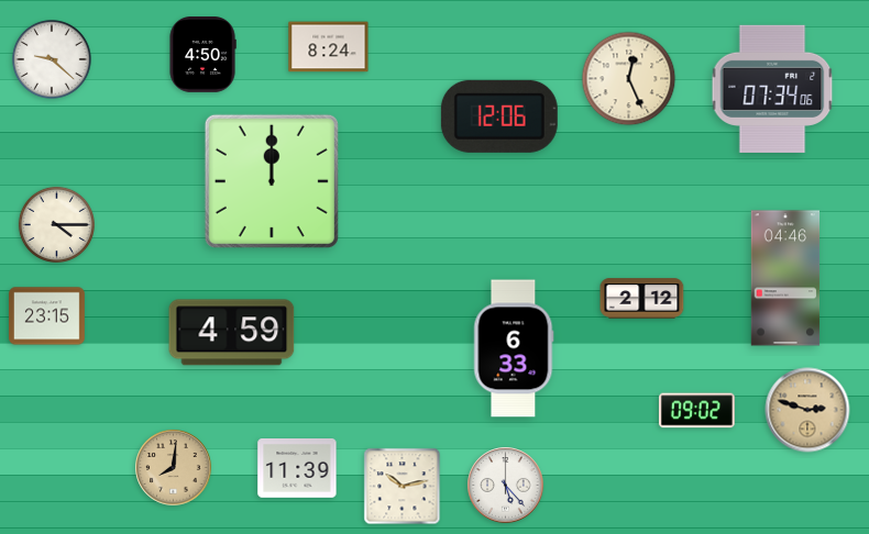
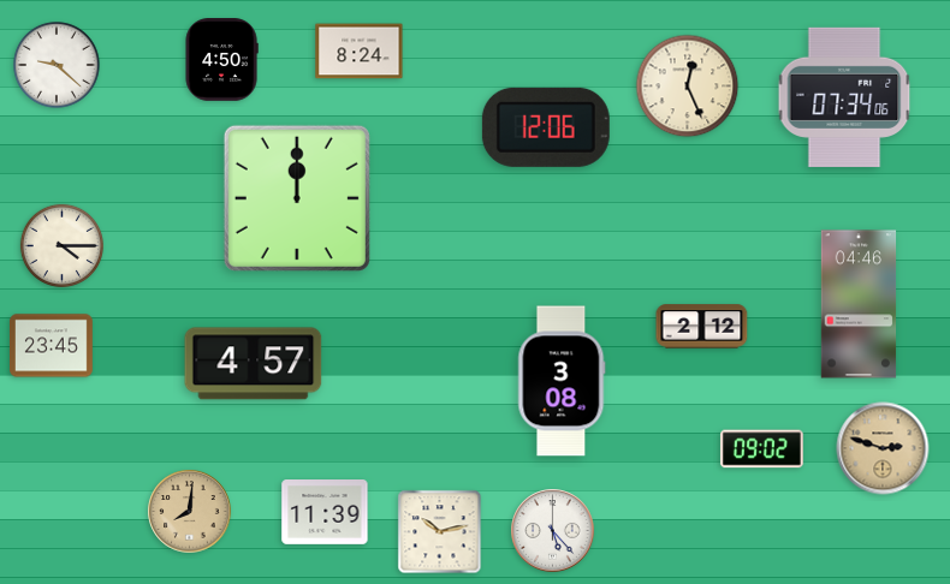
clock at (47, 316): 23:15 -> 23:45
clock at (232, 333): 4:59 -> 4:57
clock at (514, 348): 6:33 -> 3:08
